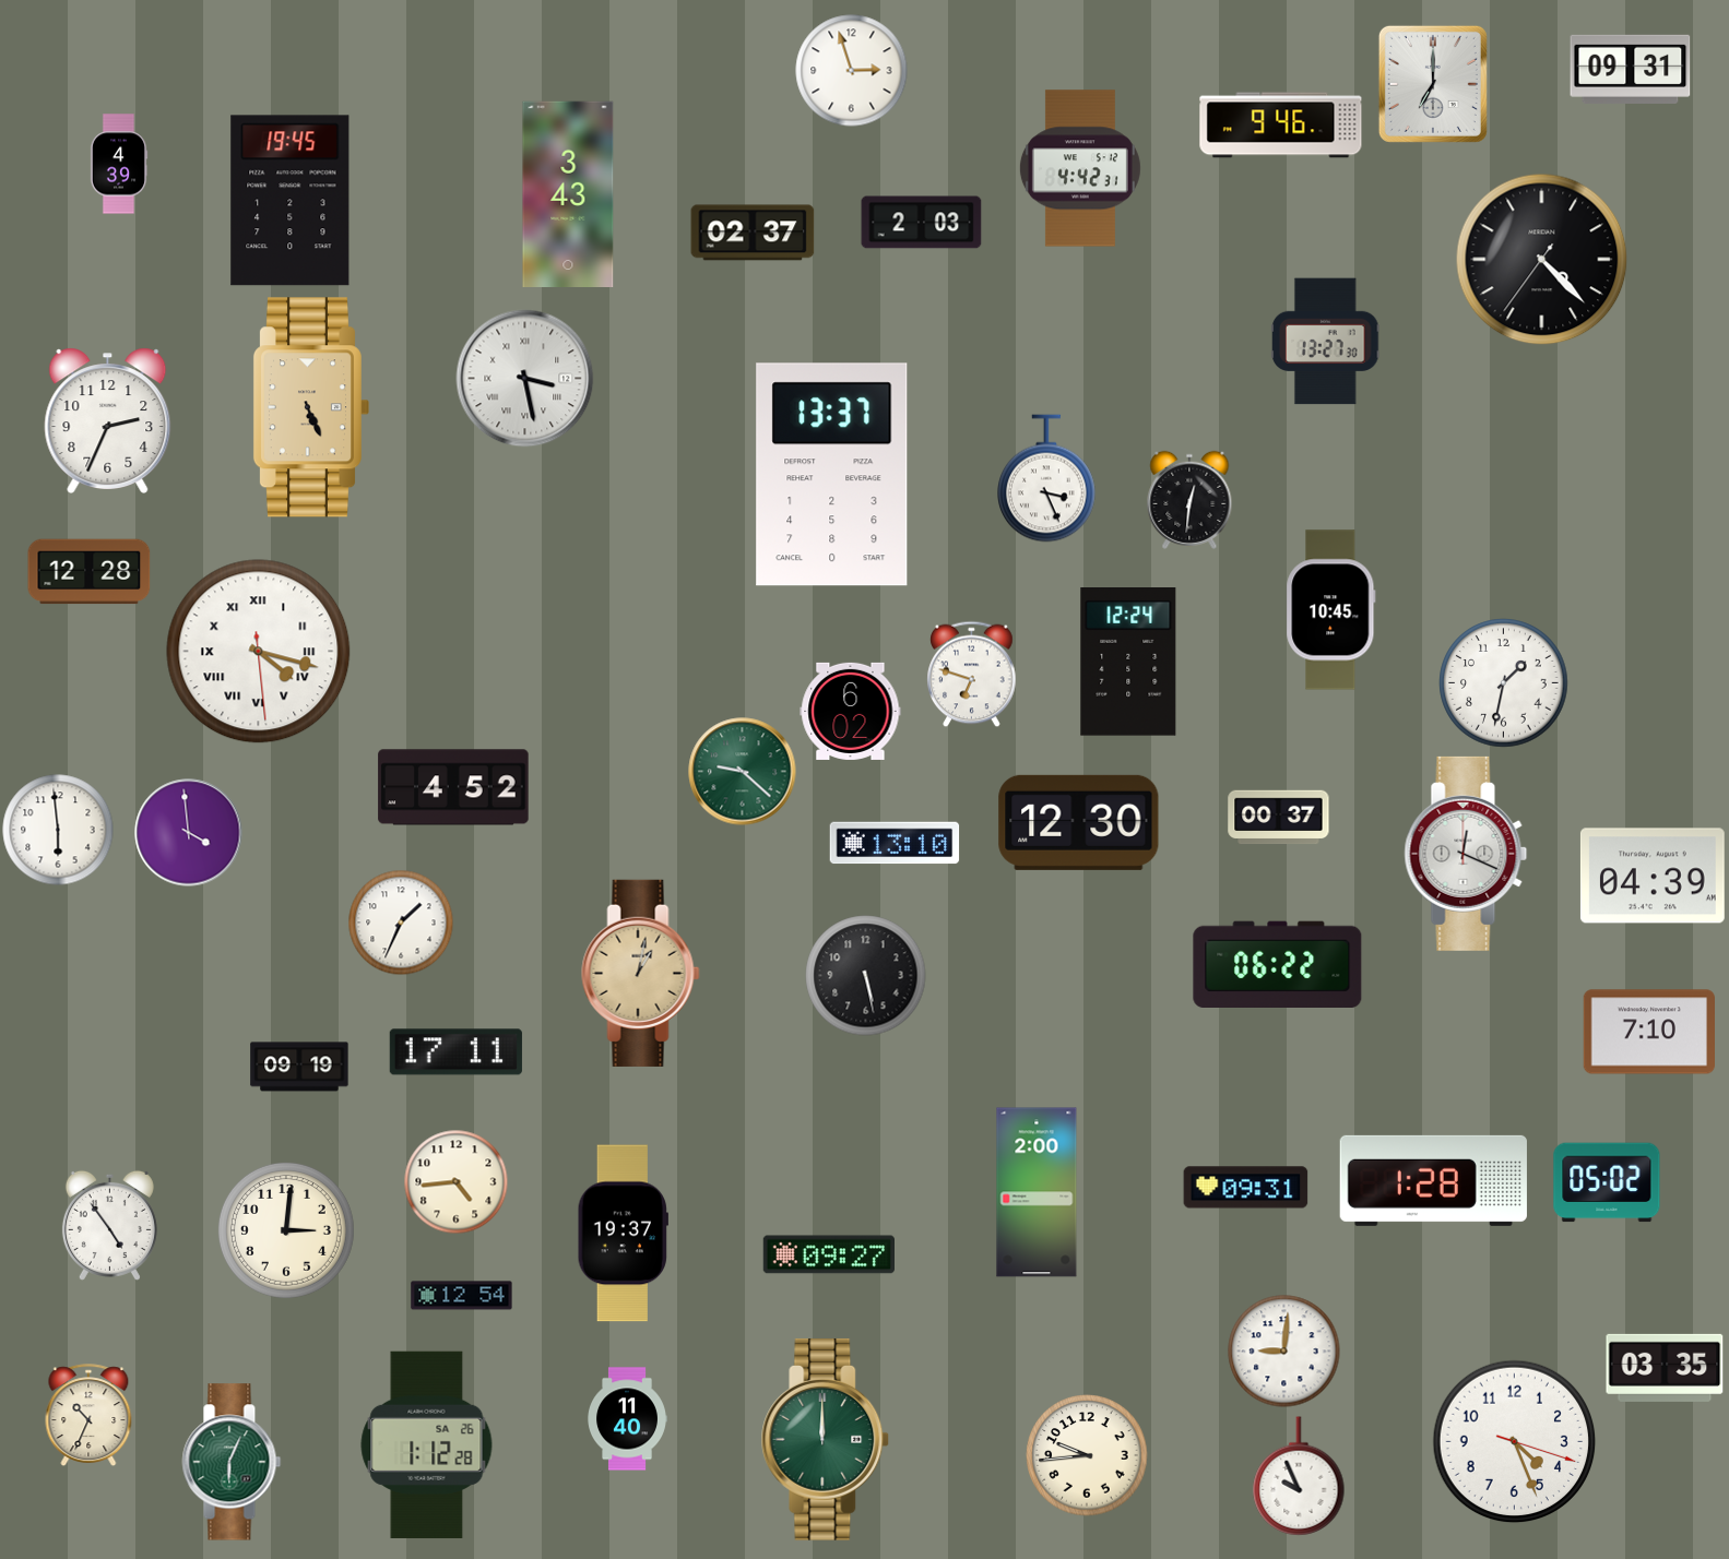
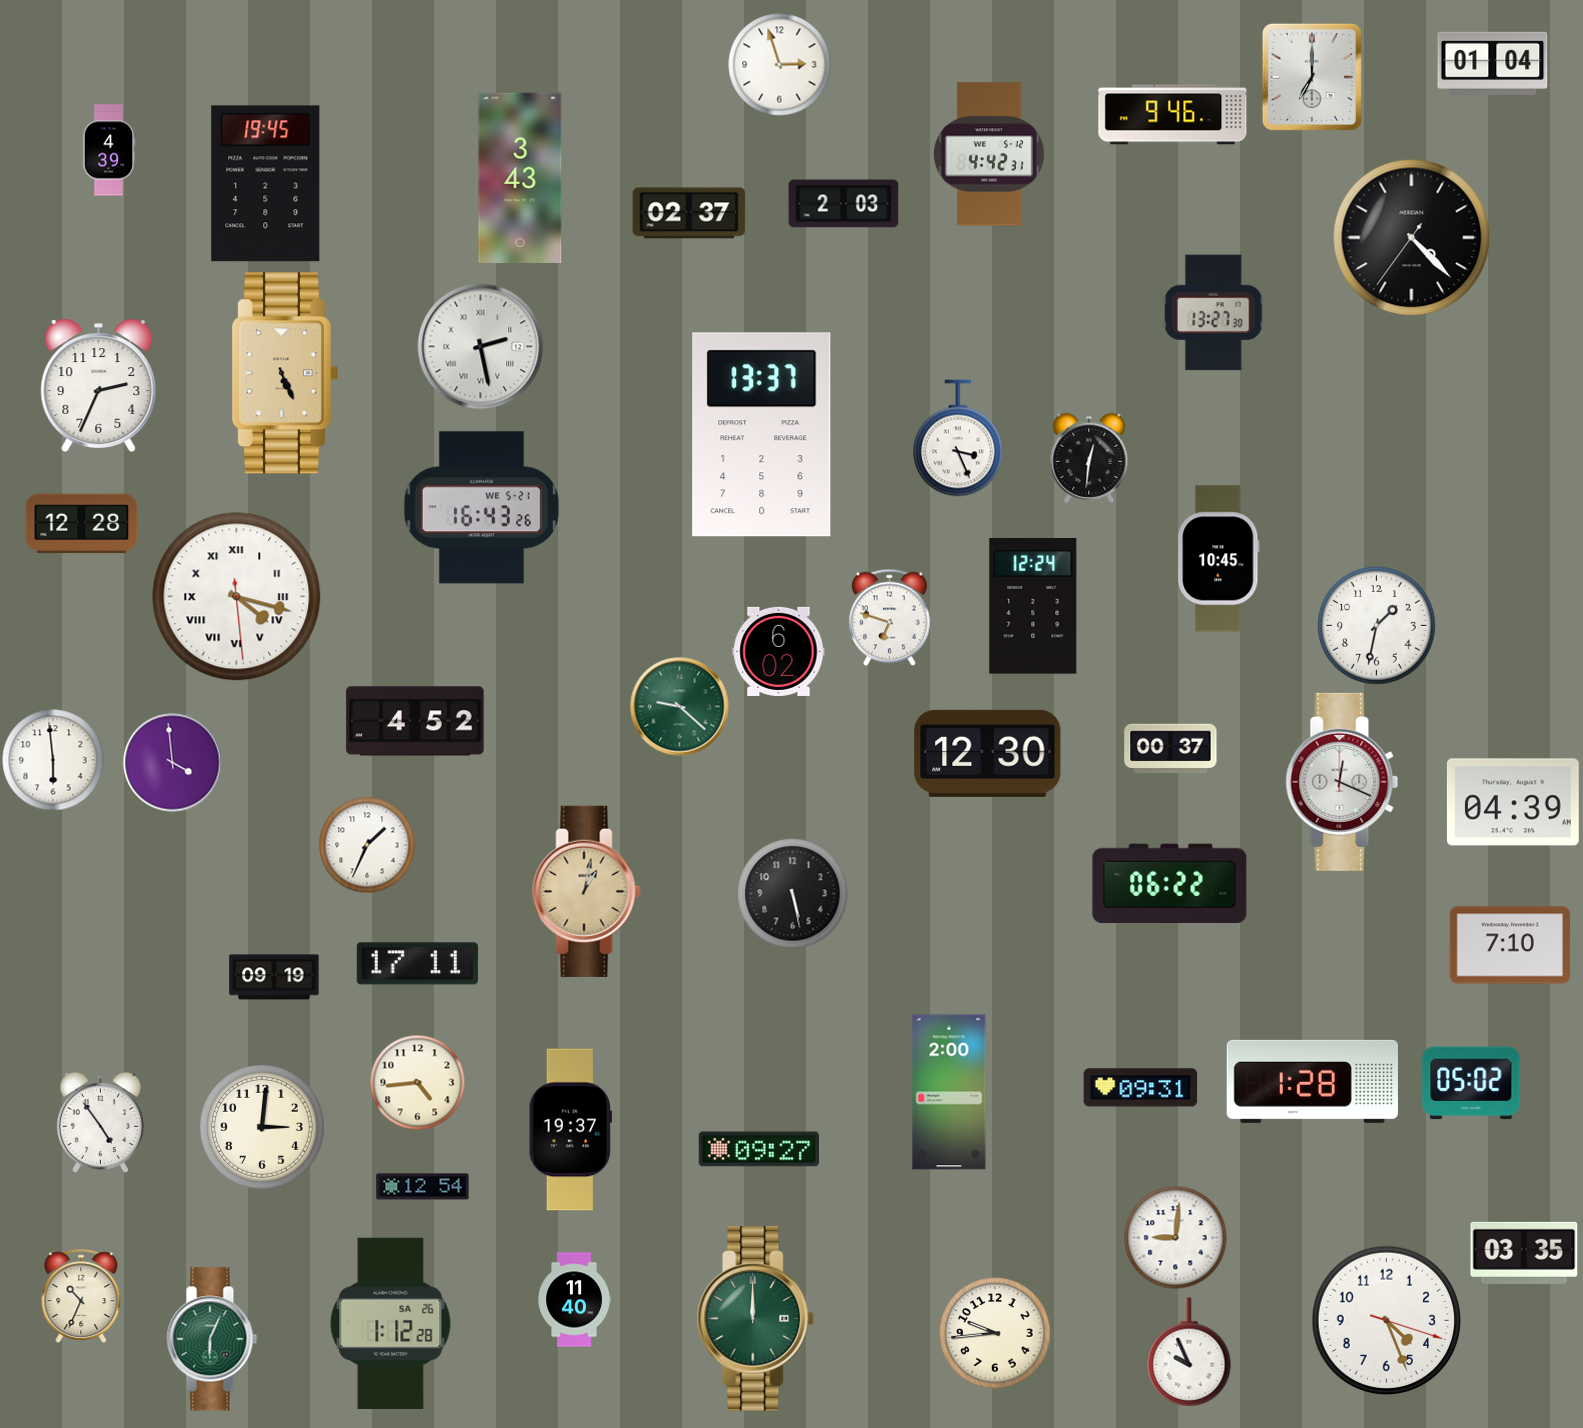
clock at (1631, 69): 09:31 -> 01:04
clock at (525, 379): 3:28 -> 2:28
clock at (481, 508): none -> 16:43
clock at (895, 843): 13:10 -> none
